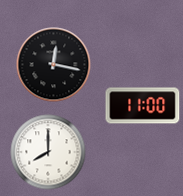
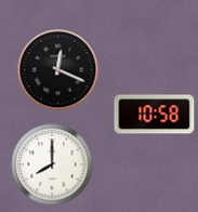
clock at (54, 65): 12:17 -> 12:19
clock at (143, 106): 11:00 -> 10:58
